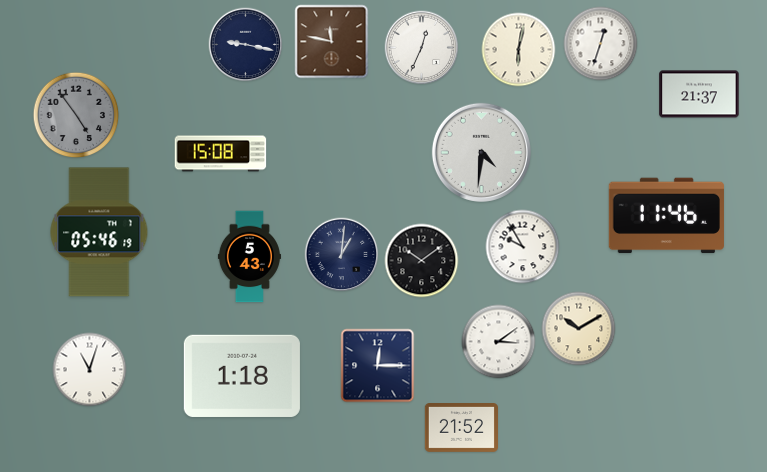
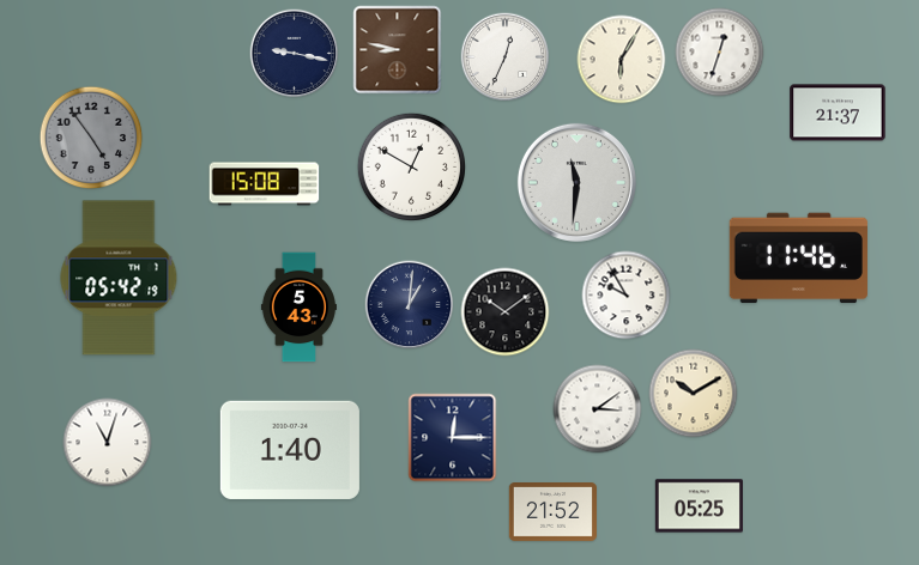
clock at (332, 42): 11:47 -> 8:47
clock at (519, 50): 6:02 -> 6:05
clock at (411, 166): none -> 12:50
clock at (481, 152): 4:31 -> 11:31
clock at (99, 232): 05:46 -> 05:42
clock at (242, 376): 1:18 -> 1:40
clock at (699, 506): none -> 05:25
